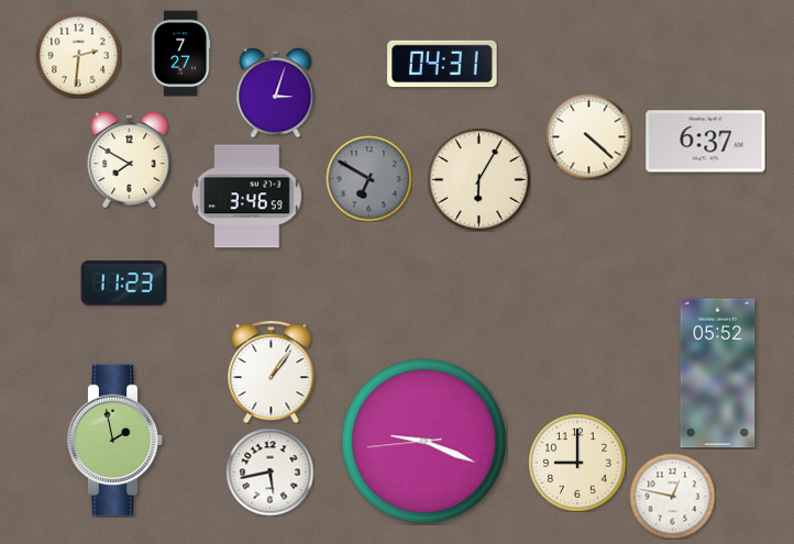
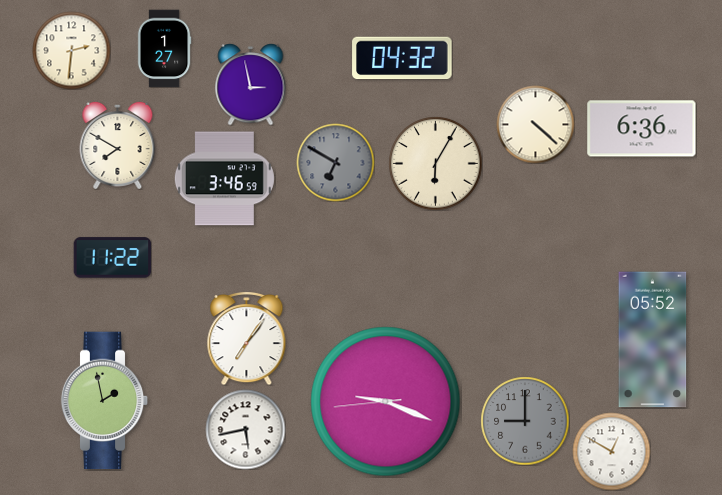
clock at (180, 53): 7:27 -> 1:27
clock at (442, 64): 04:31 -> 04:32
clock at (276, 92): 3:03 -> 2:58
clock at (706, 142): 6:37 -> 6:36
clock at (123, 284): 11:23 -> 11:22
clock at (272, 371): 1:06 -> 7:06
clock at (577, 463) dial: cream -> grey
clock at (672, 496): 12:47 -> 12:50
